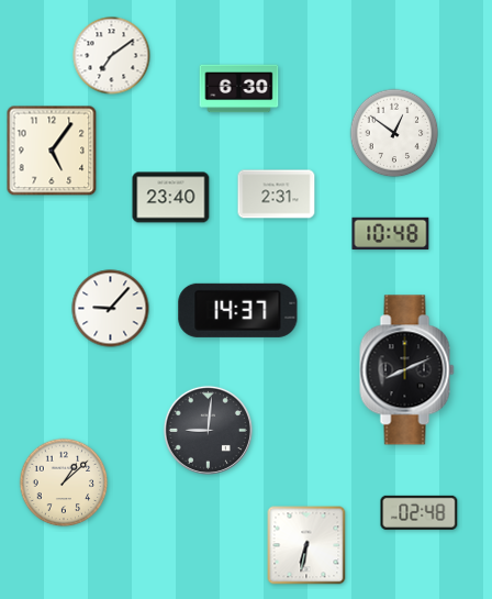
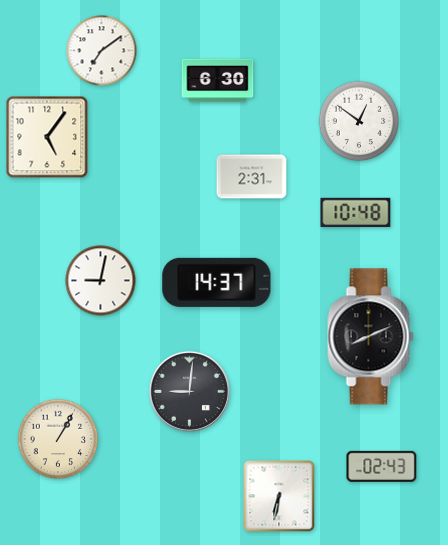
clock at (171, 198): 23:40 -> none
clock at (111, 309): 9:07 -> 9:02
clock at (64, 482): 1:08 -> 1:05
clock at (420, 512): 02:48 -> 02:43
